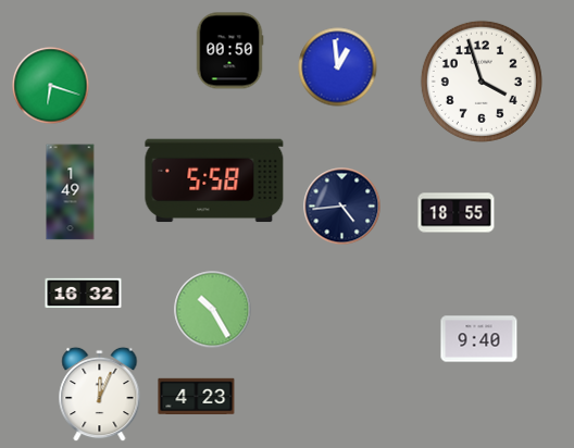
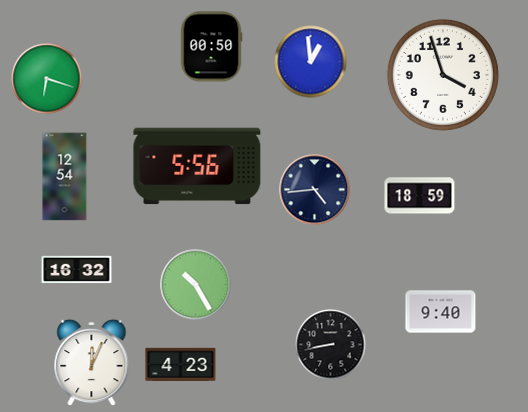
clock at (214, 181): 5:58 -> 5:56
clock at (71, 192): 1:49 -> 12:54
clock at (457, 213): 18:55 -> 18:59
clock at (331, 345): none -> 8:43
